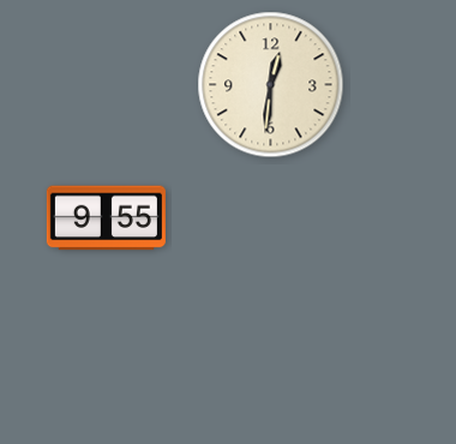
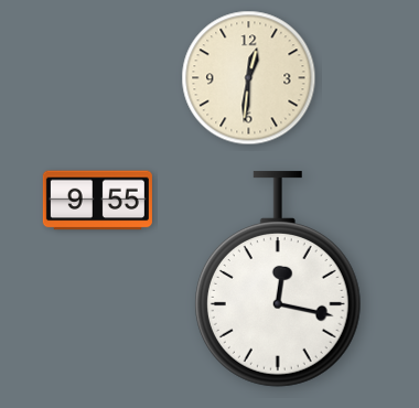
clock at (278, 279): none -> 12:17
